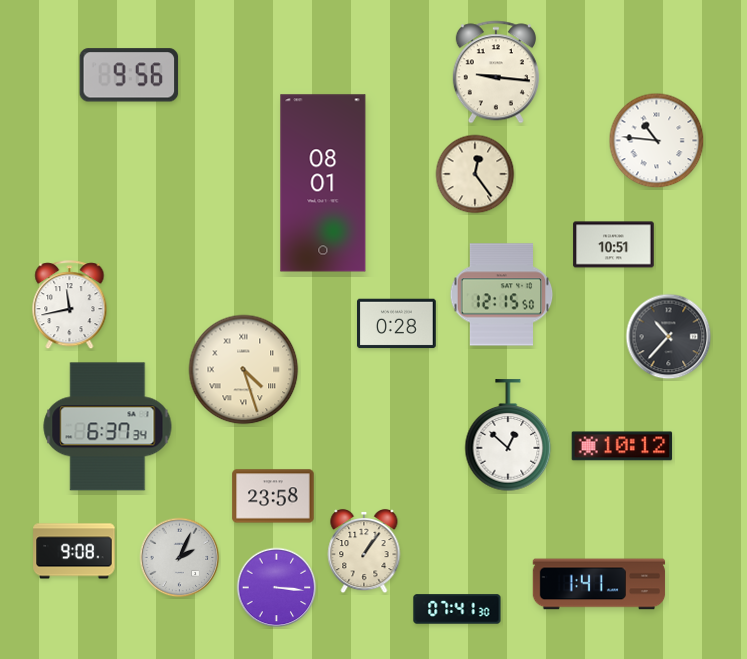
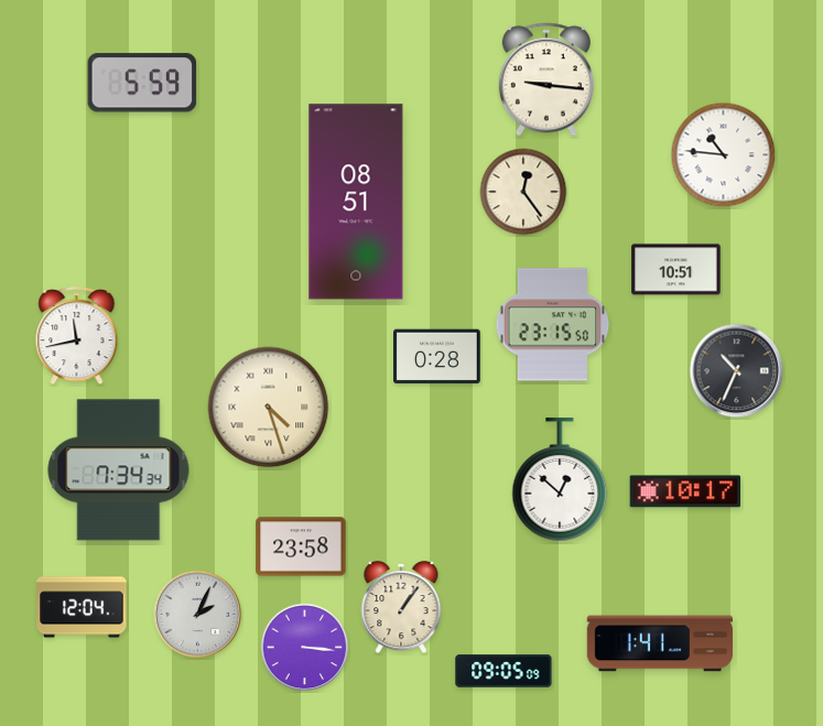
clock at (129, 75): 9:56 -> 5:59
clock at (323, 183): 08:01 -> 08:51
clock at (502, 295): 12:15 -> 23:15
clock at (669, 337): 10:37 -> 10:34
clock at (108, 427): 6:37 -> 7:34
clock at (622, 446): 10:12 -> 10:17
clock at (74, 551): 9:08 -> 12:04
clock at (457, 609): 07:41 -> 09:05
